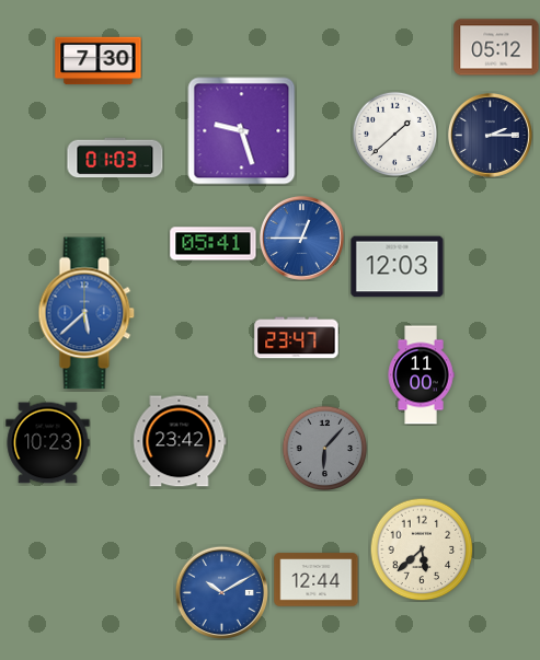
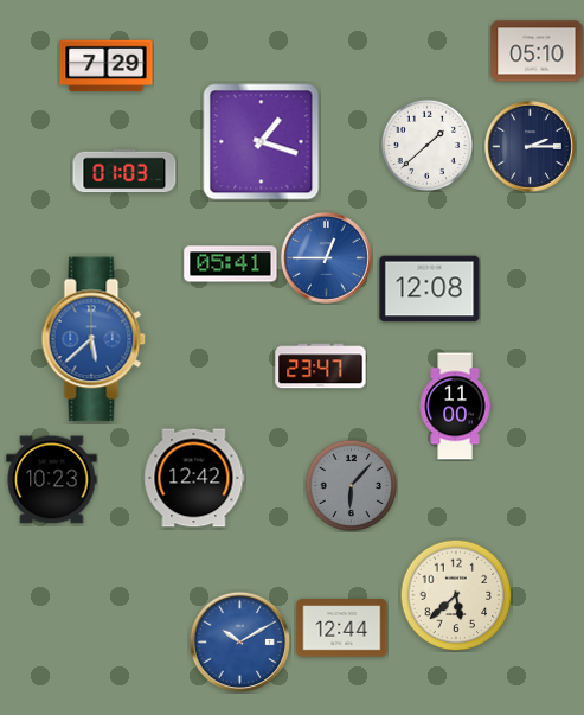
clock at (496, 47): 05:12 -> 05:10
clock at (99, 61): 7:30 -> 7:29
clock at (242, 131): 9:27 -> 1:18
clock at (398, 267): 12:03 -> 12:08
clock at (180, 441): 23:42 -> 12:42
